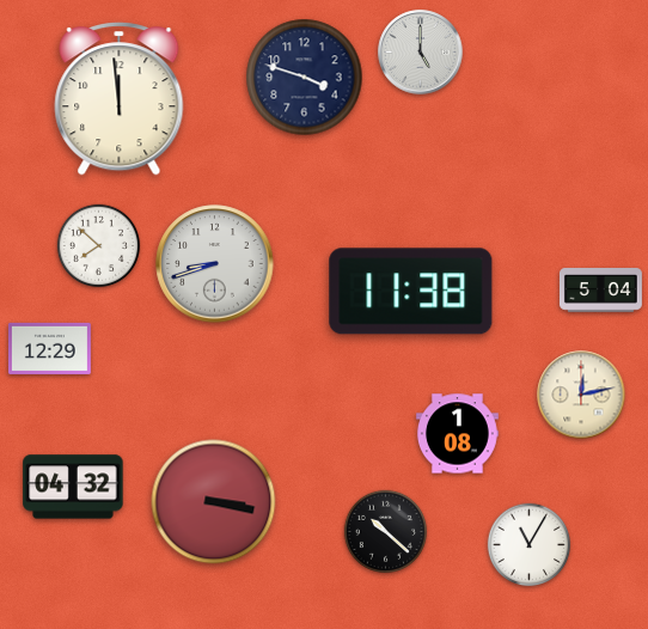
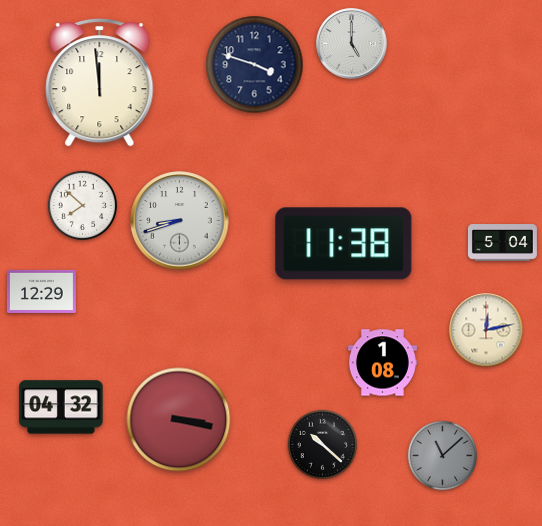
clock at (530, 545): 11:05 -> 11:08
clock at (530, 545) dial: white -> grey
